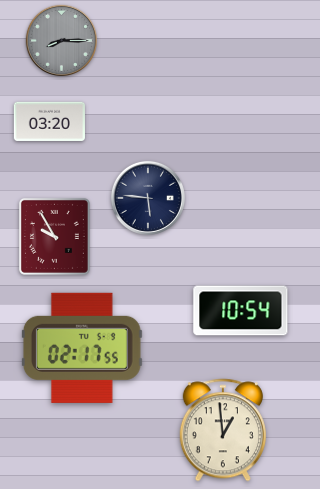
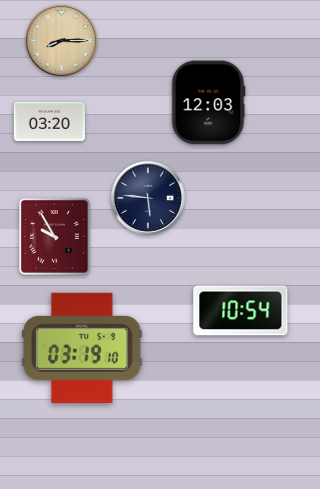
clock at (61, 40) dial: grey -> champagne
clock at (209, 103): none -> 12:03
clock at (82, 348): 02:17 -> 03:19
clock at (223, 430): 12:59 -> none
